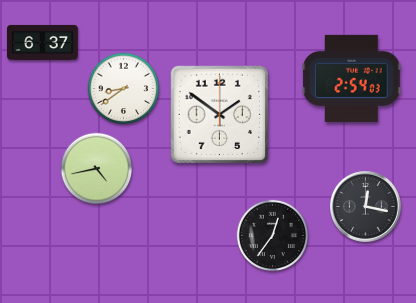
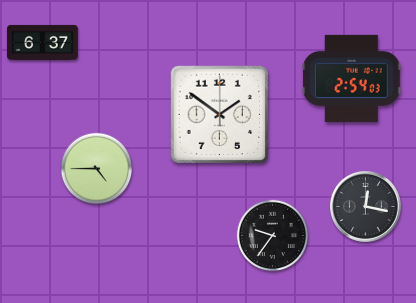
clock at (124, 89): 8:39 -> none
clock at (97, 169): 4:43 -> 4:45
clock at (273, 236): 12:36 -> 9:36
